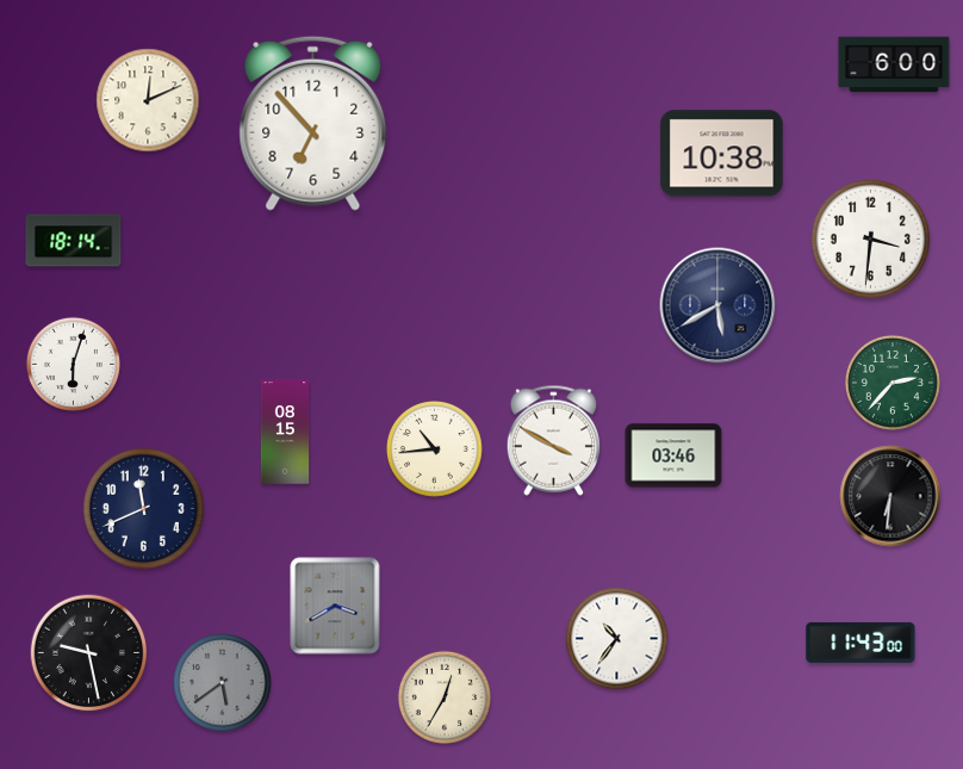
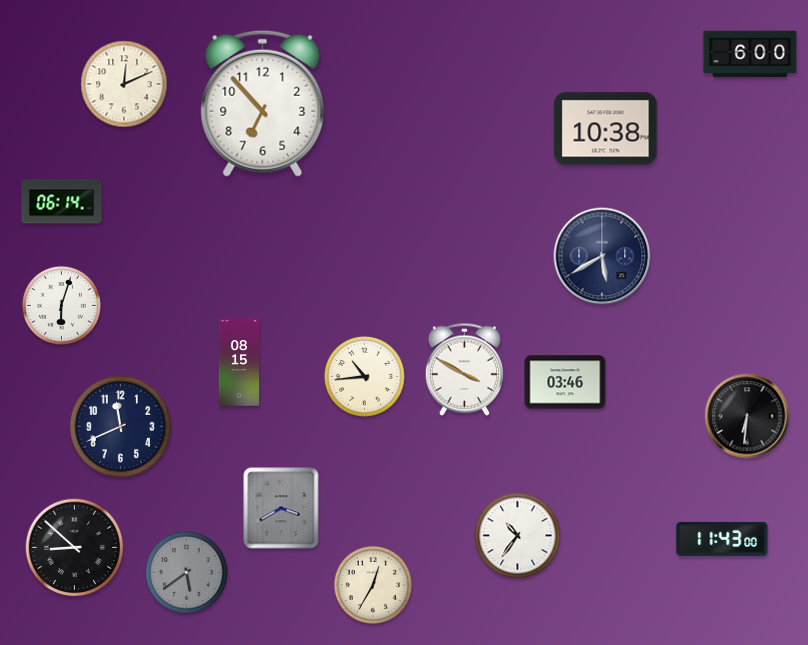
clock at (870, 238): 3:31 -> none
clock at (74, 241): 18:14 -> 06:14
clock at (893, 383): 2:37 -> none
clock at (89, 653): 9:28 -> 8:52
